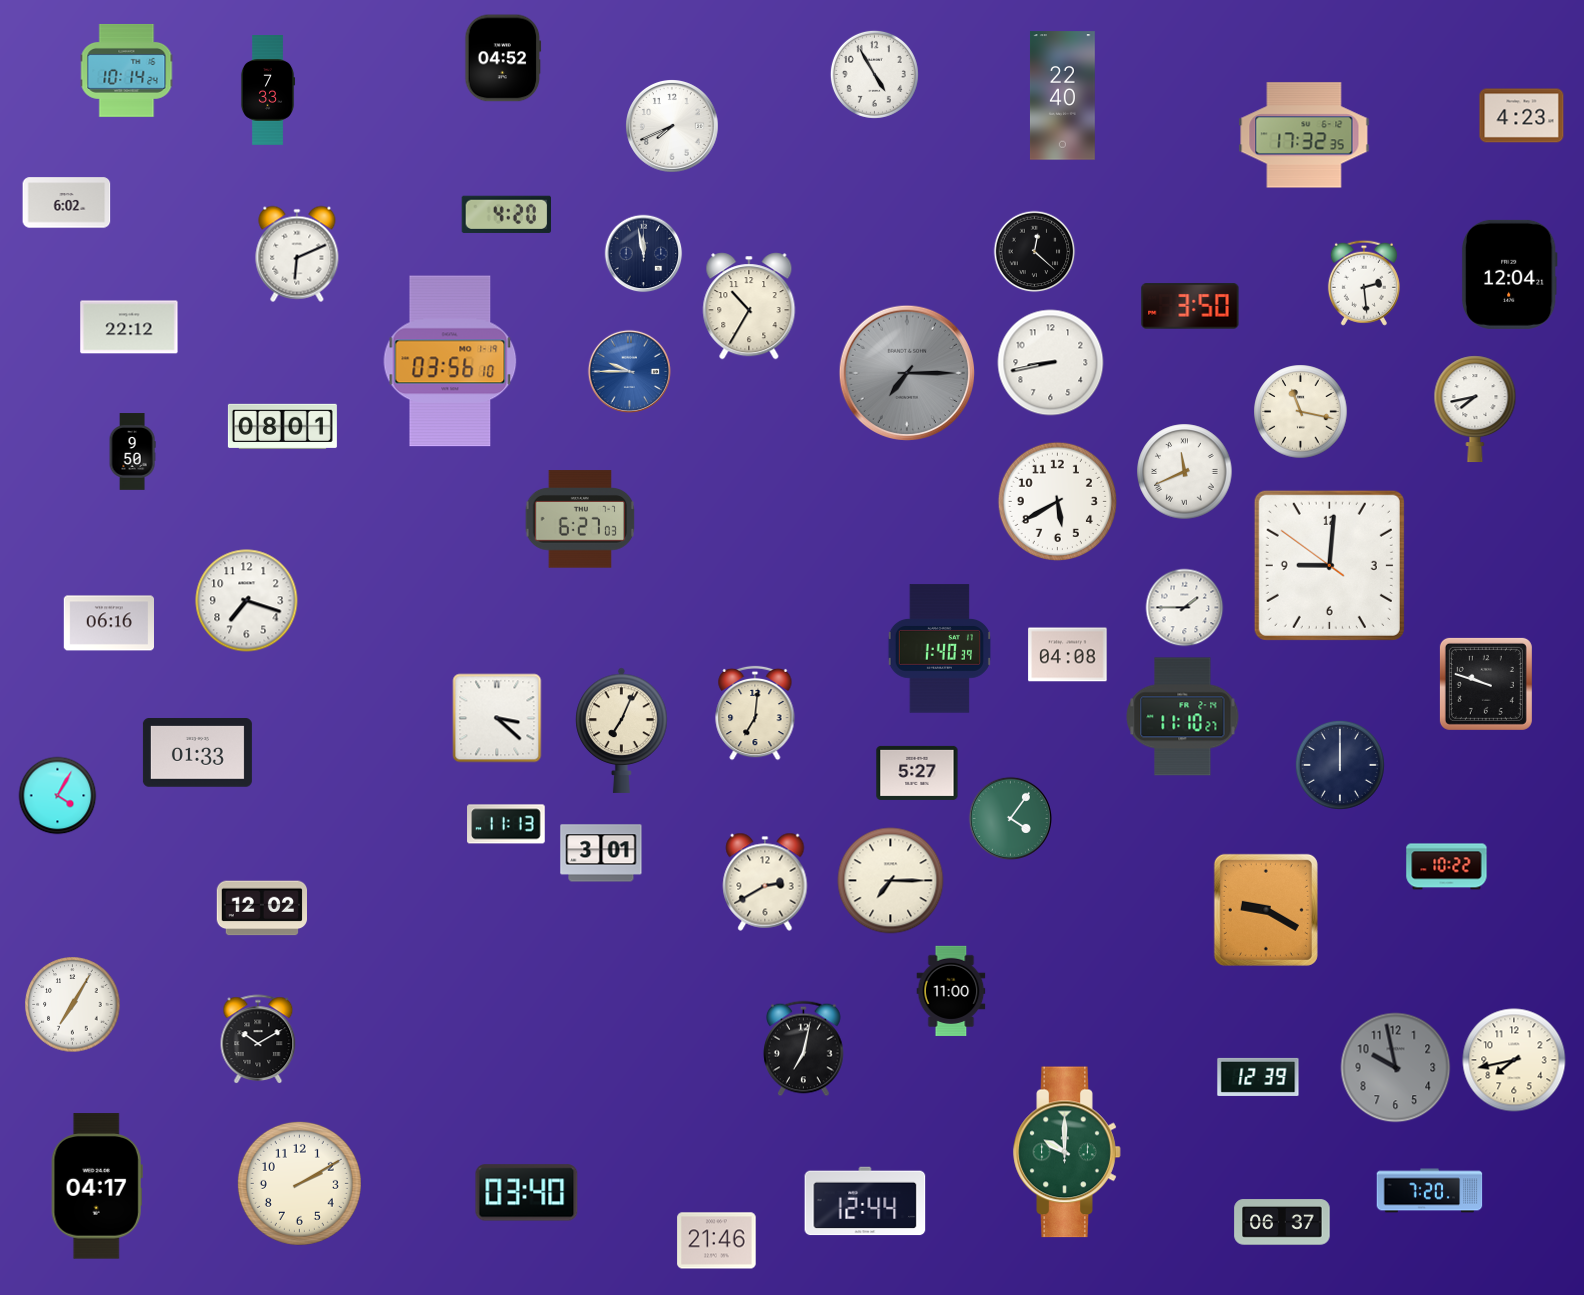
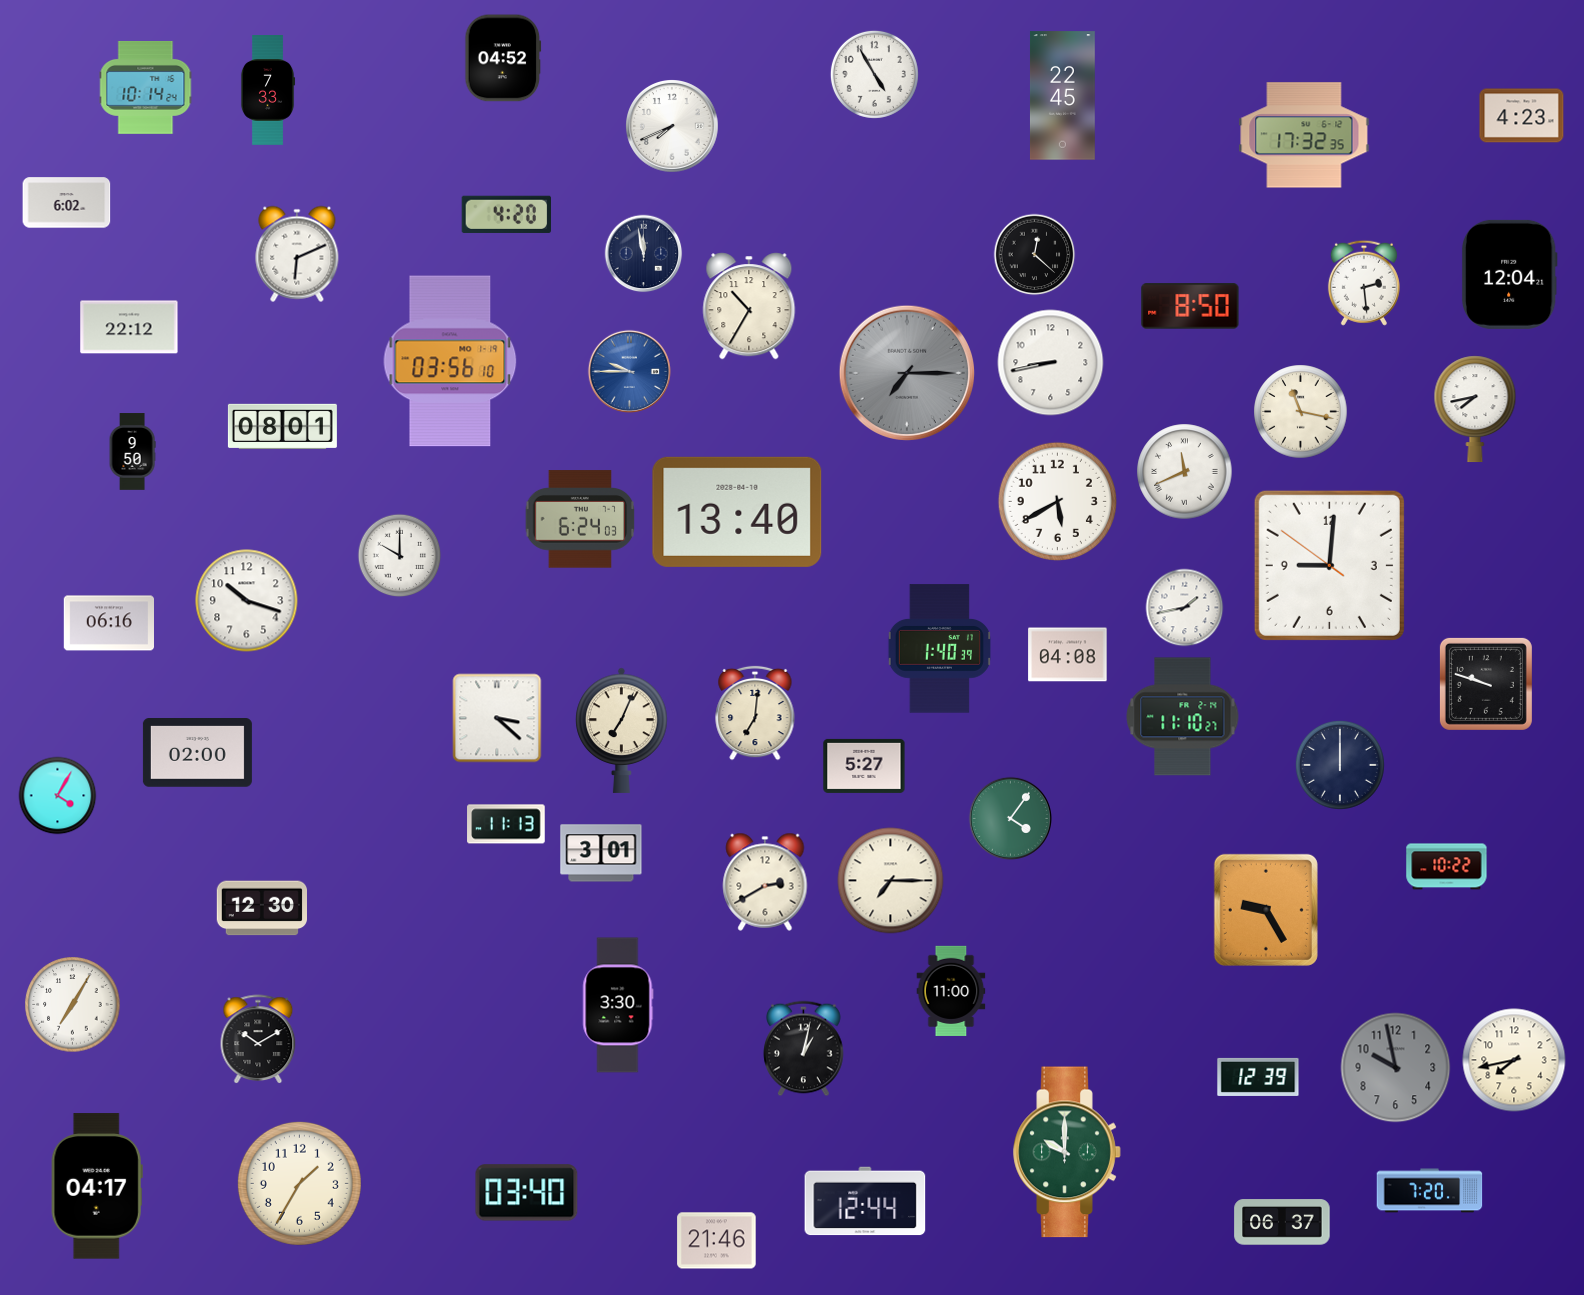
clock at (127, 70) position: (127, 70) -> (146, 87)
clock at (1062, 96): 22:40 -> 22:45
clock at (1035, 252) position: (1035, 252) -> (1035, 255)
clock at (1190, 306): 3:50 -> 8:50
clock at (737, 512): none -> 13:40
clock at (580, 519): 6:27 -> 6:24
clock at (400, 556): none -> 10:00
clock at (247, 601): 7:18 -> 10:18
clock at (1185, 608): 1:45 -> 1:43
clock at (197, 753): 01:33 -> 02:00
clock at (917, 773) position: (917, 773) -> (864, 766)
clock at (261, 908): 12:02 -> 12:30
clock at (1266, 910): 9:20 -> 9:25
clock at (618, 1005): none -> 3:30
clock at (804, 1049): 7:02 -> 1:02
clock at (299, 1183): 2:10 -> 1:35
